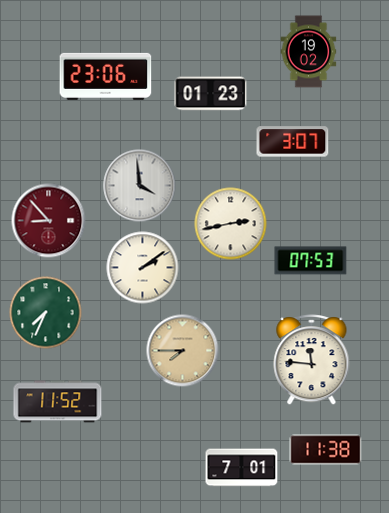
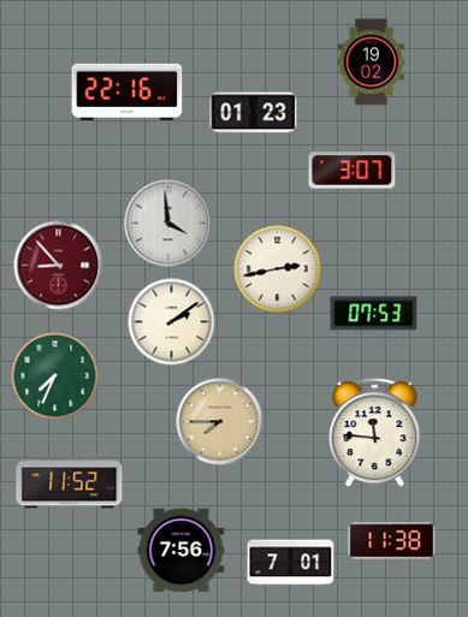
clock at (106, 76): 23:06 -> 22:16
clock at (182, 551): none -> 7:56
